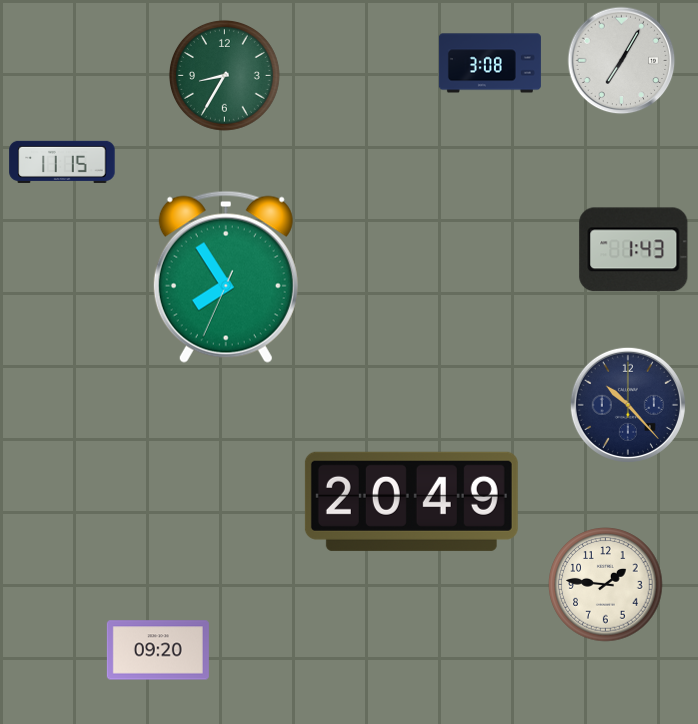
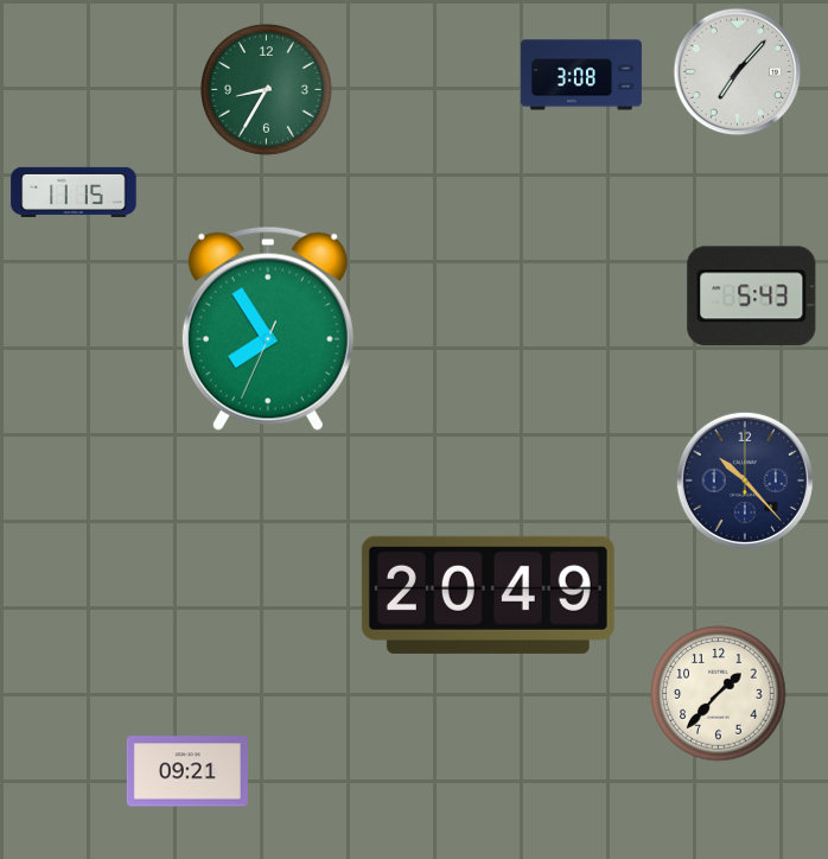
clock at (622, 61): 7:05 -> 7:07
clock at (634, 250): 1:43 -> 5:43
clock at (606, 585): 1:46 -> 1:37
clock at (158, 650): 09:20 -> 09:21
